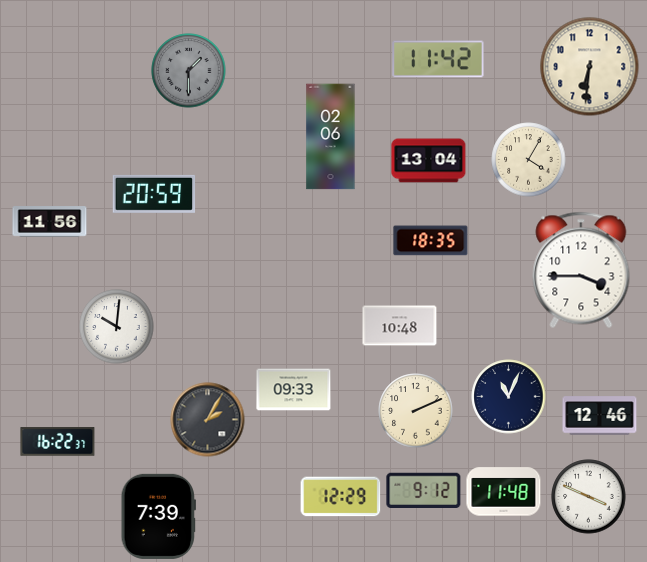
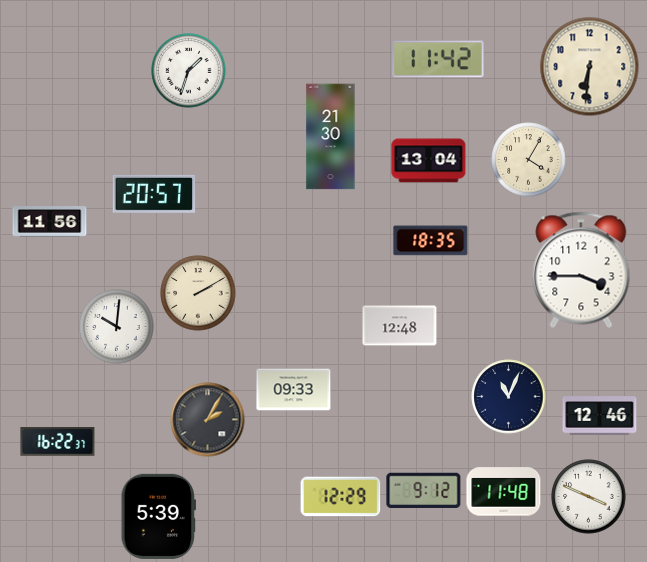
clock at (189, 71): 1:30 -> 1:33
clock at (189, 71) dial: grey -> white
clock at (331, 137): 02:06 -> 21:30
clock at (154, 194): 20:59 -> 20:57
clock at (198, 293): none -> 2:10
clock at (400, 326): 10:48 -> 12:48
clock at (416, 411): 2:11 -> none
clock at (158, 516): 7:39 -> 5:39
